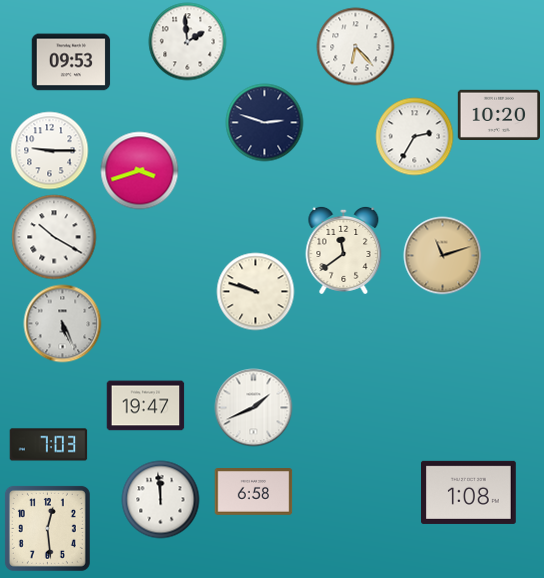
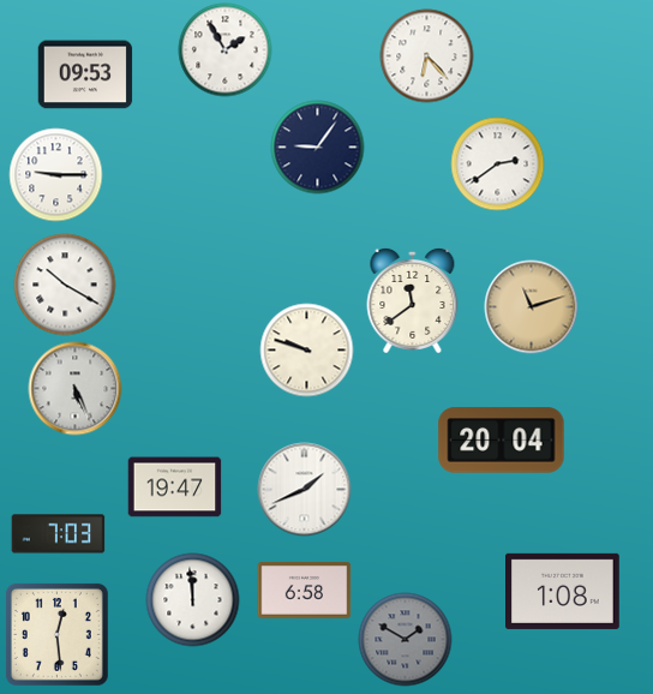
clock at (187, 41): 1:59 -> 1:55
clock at (498, 114): 10:20 -> none
clock at (264, 122): 2:48 -> 9:06
clock at (414, 136): 2:35 -> 2:39
clock at (49, 150) position: (49, 150) -> (55, 174)
clock at (139, 170): 3:42 -> none
clock at (502, 441): none -> 20:04
clock at (405, 639): none -> 1:50
